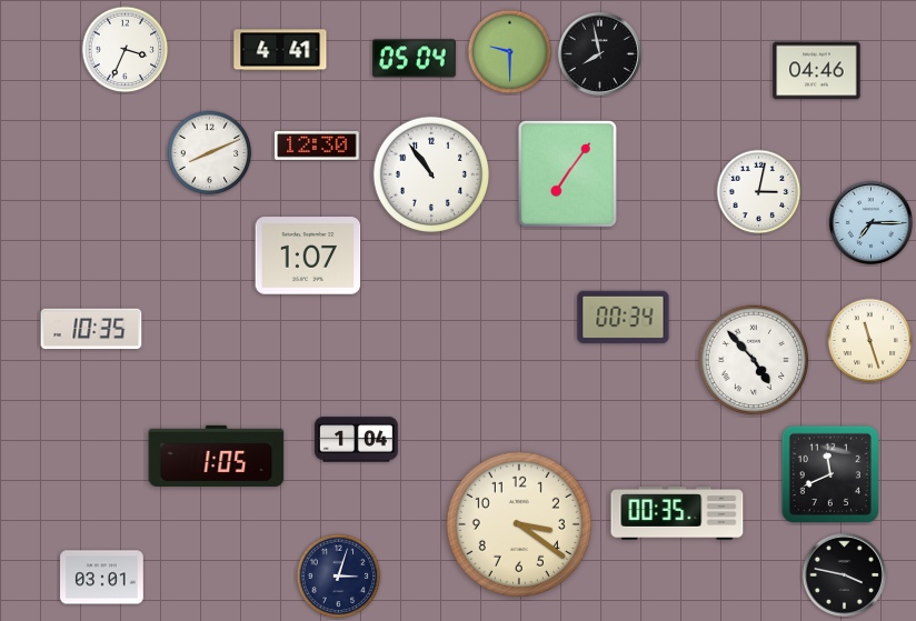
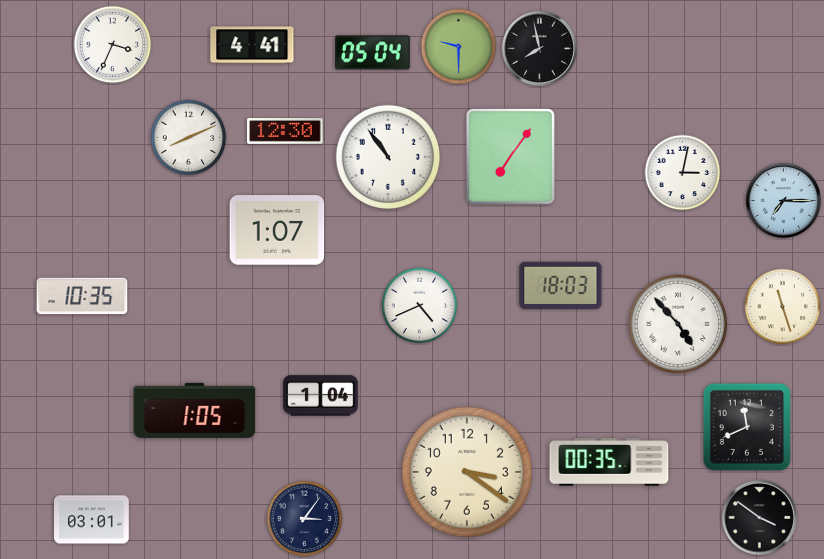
clock at (817, 71): 04:46 -> none
clock at (624, 318): 00:34 -> 18:03
clock at (420, 306): none -> 4:41
clock at (844, 574): 3:47 -> 3:51
clock at (339, 577): 3:03 -> 3:06
